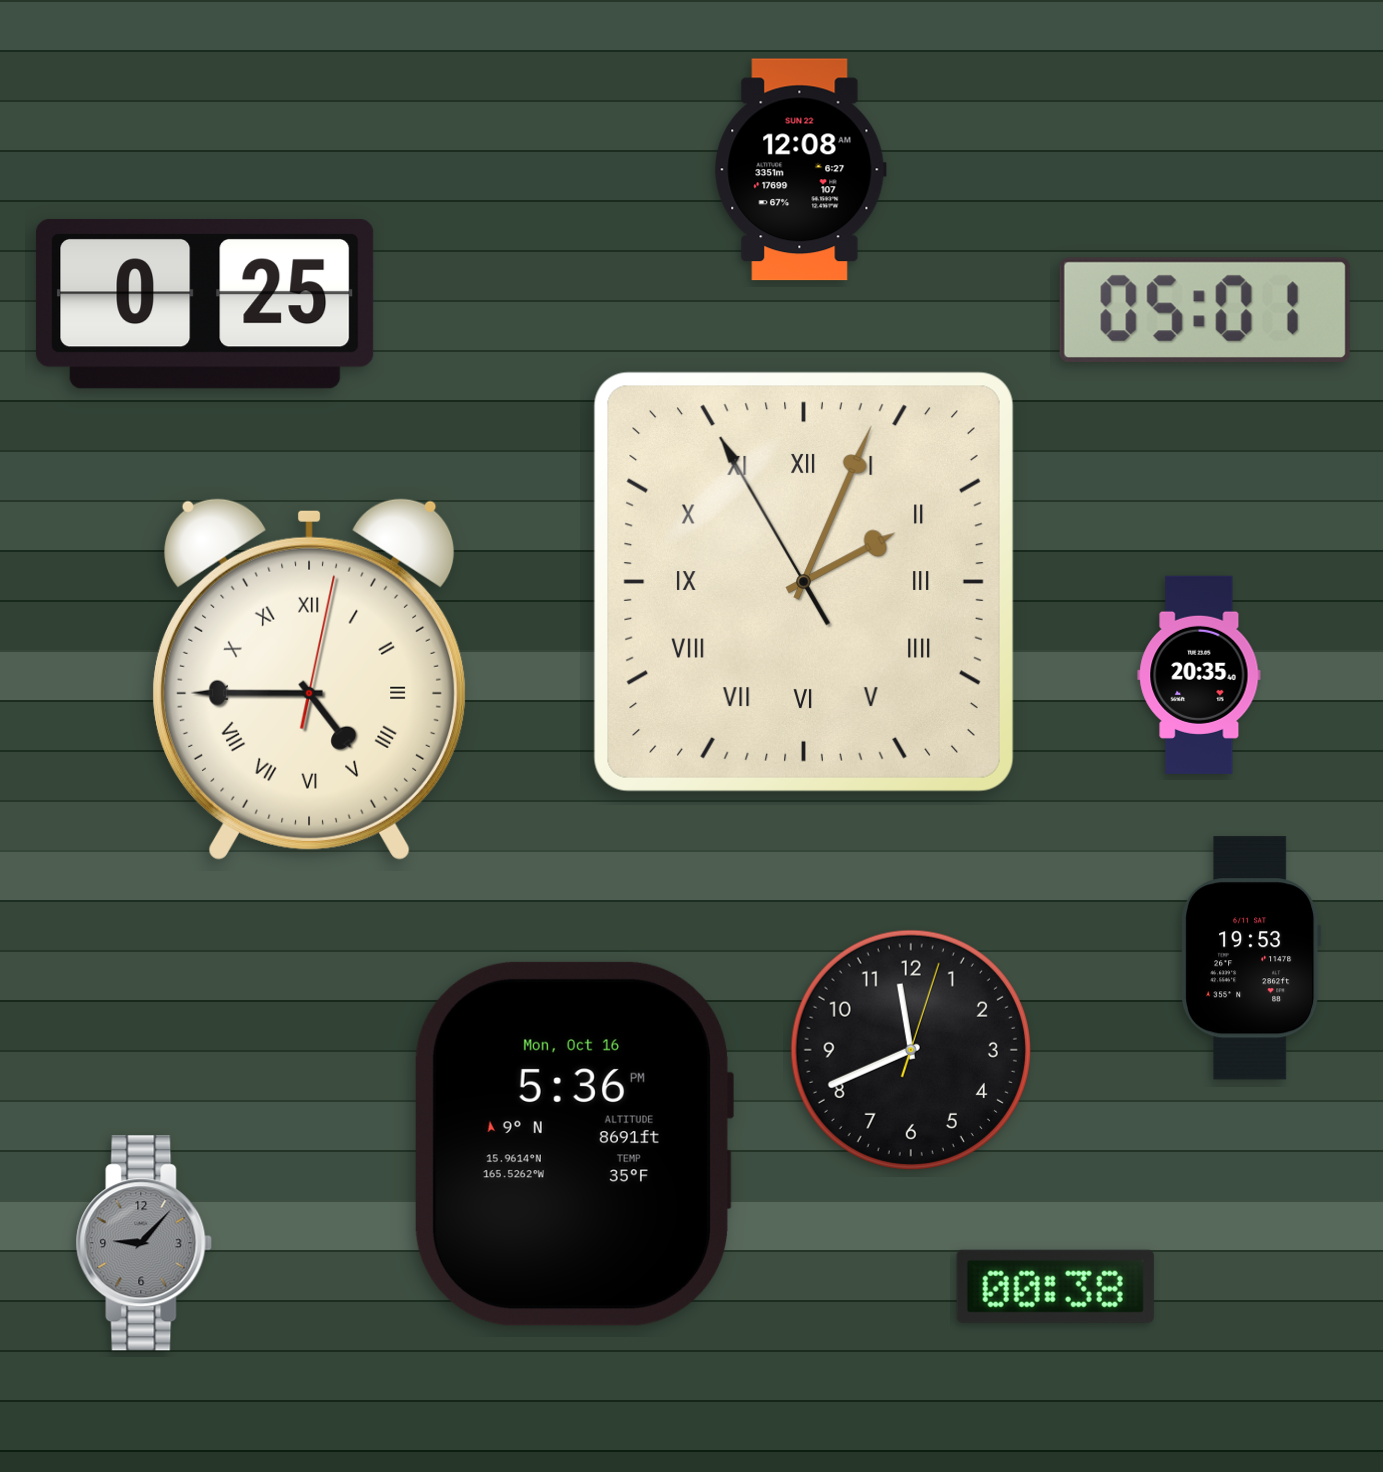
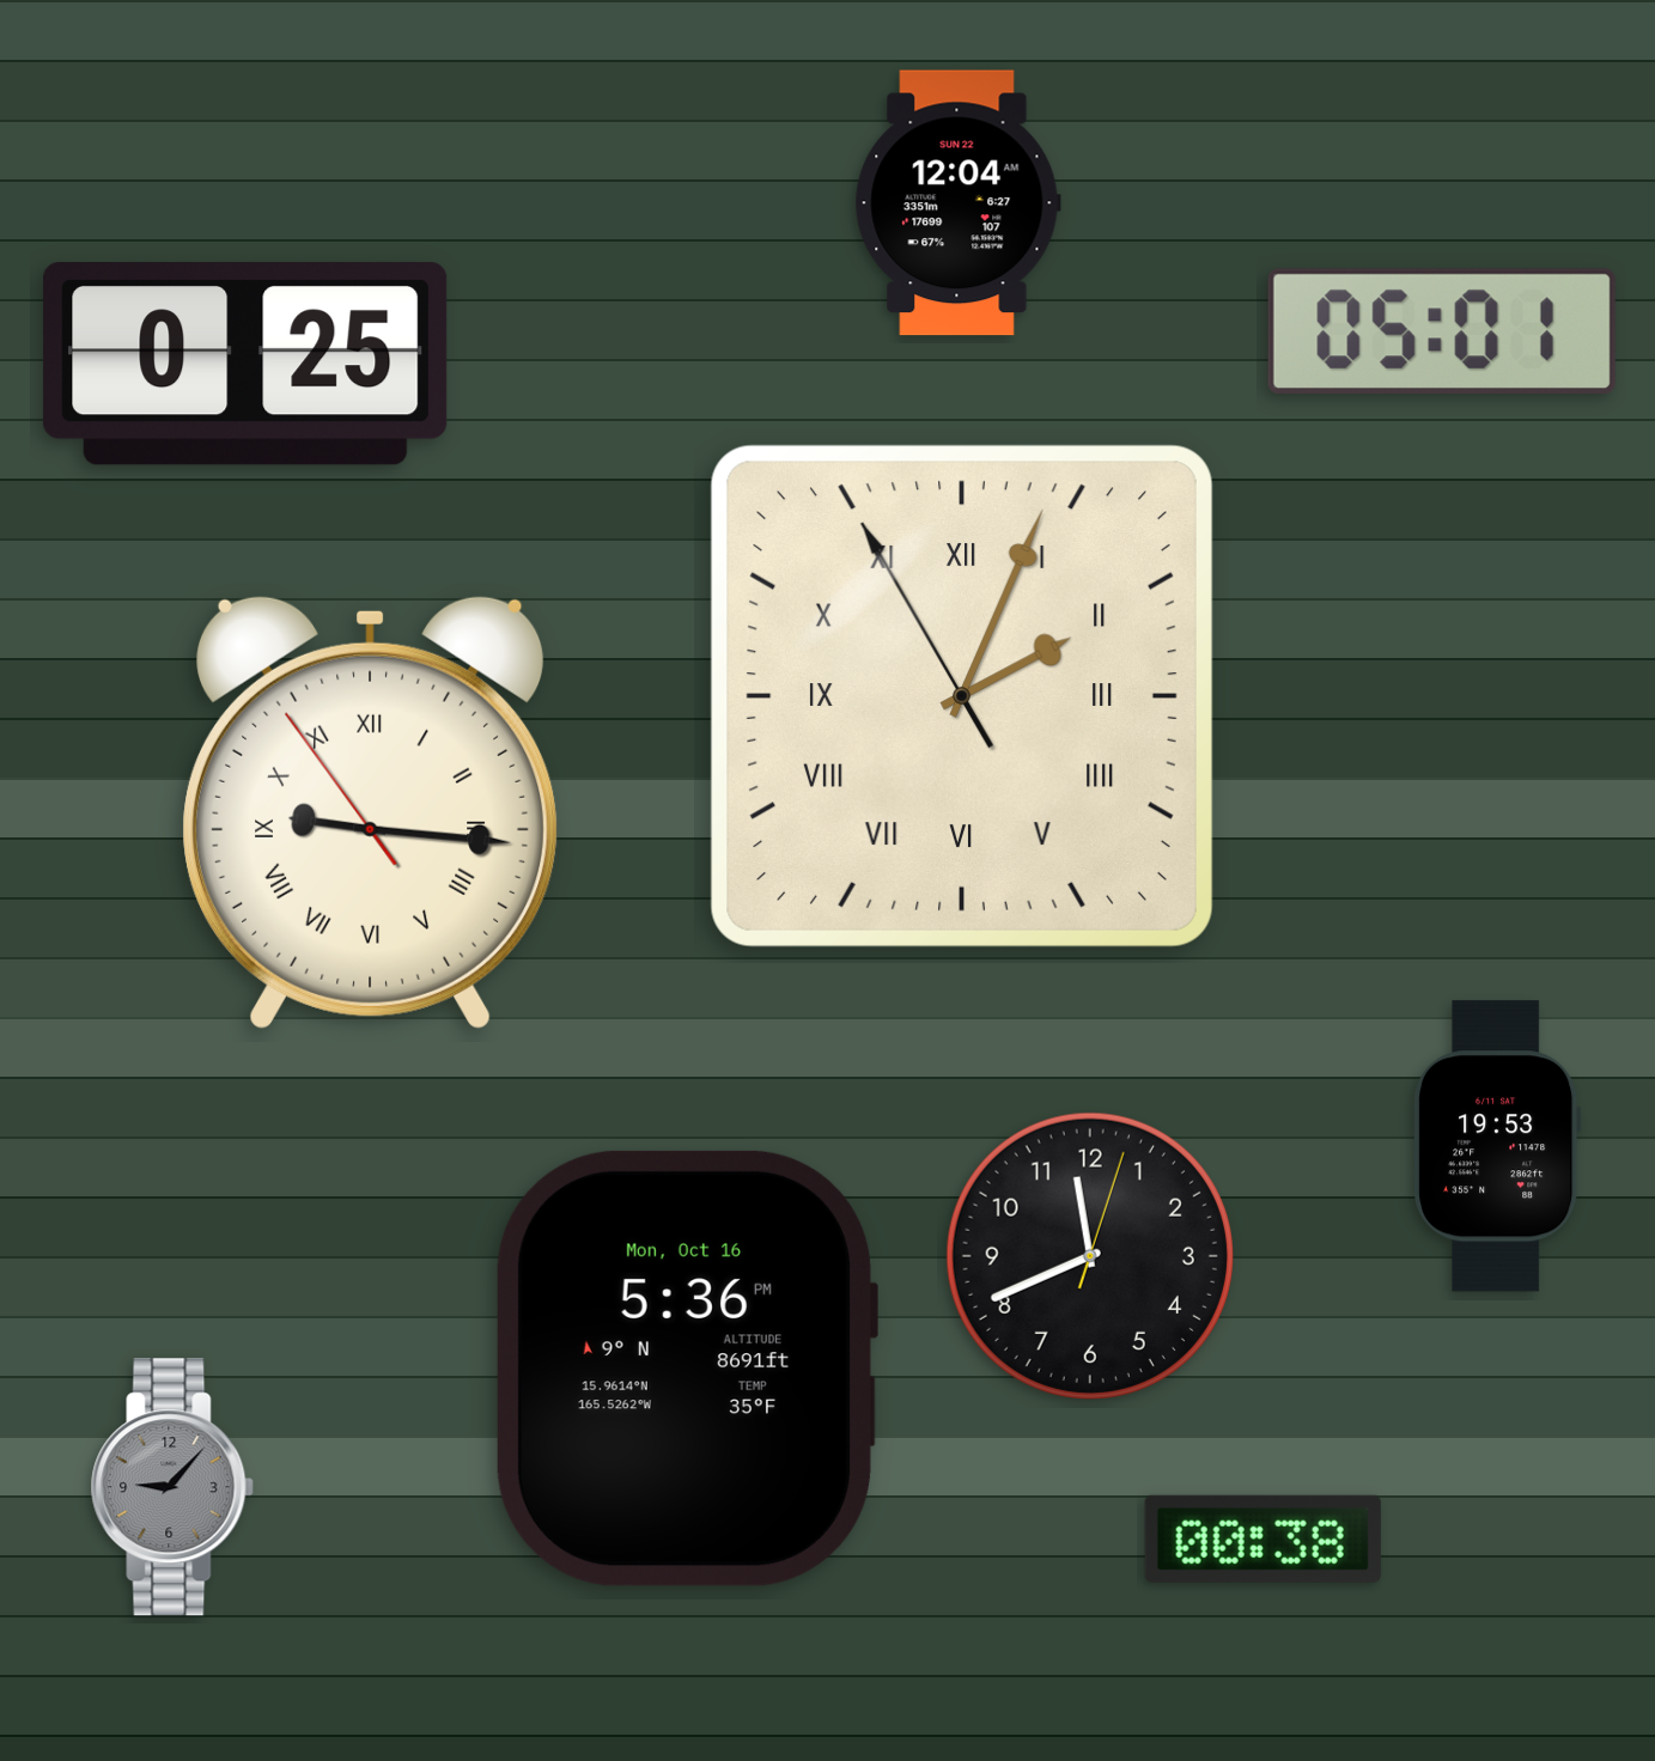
clock at (800, 170): 12:08 -> 12:04
clock at (1205, 310) position: (1205, 310) -> (1442, 331)
clock at (1199, 675): 20:35 -> none
clock at (309, 679): 4:45 -> 9:15
